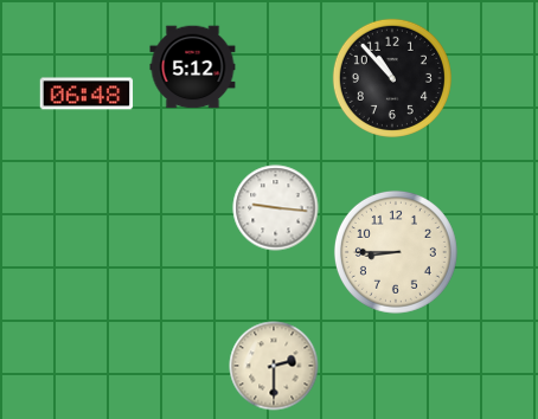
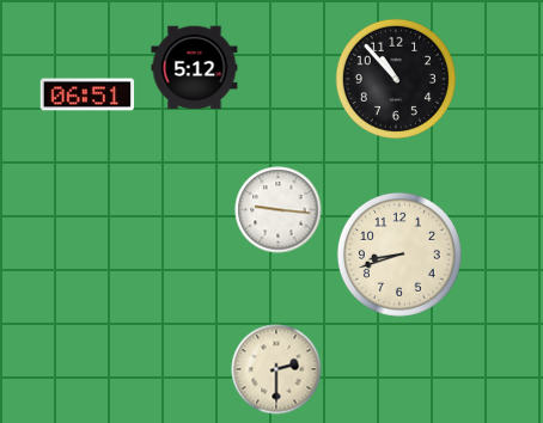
clock at (87, 94): 06:48 -> 06:51
clock at (396, 252): 8:45 -> 8:42
